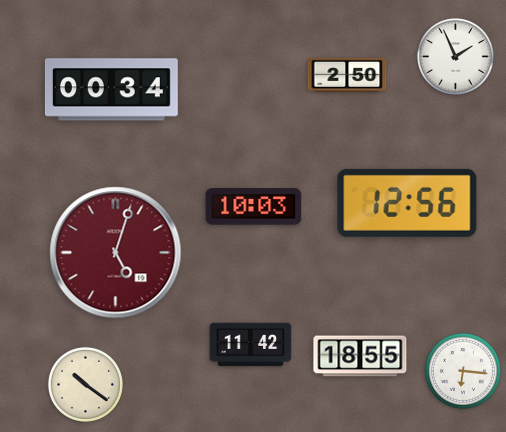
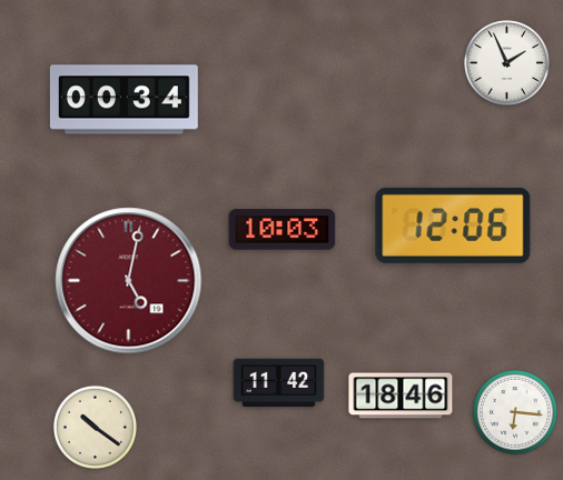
clock at (347, 75): 2:50 -> none
clock at (407, 203): 12:56 -> 12:06
clock at (116, 253): 5:03 -> 5:02
clock at (360, 356): 18:55 -> 18:46
